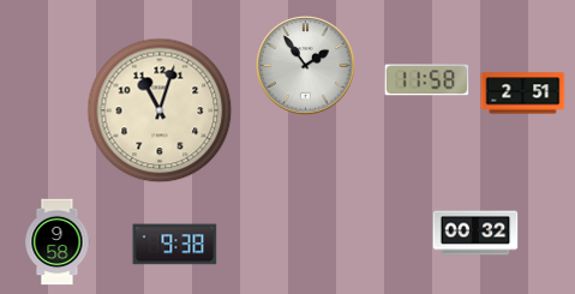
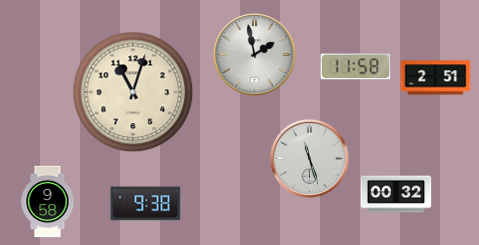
clock at (306, 66): 1:54 -> 1:58
clock at (309, 158): none -> 11:27
